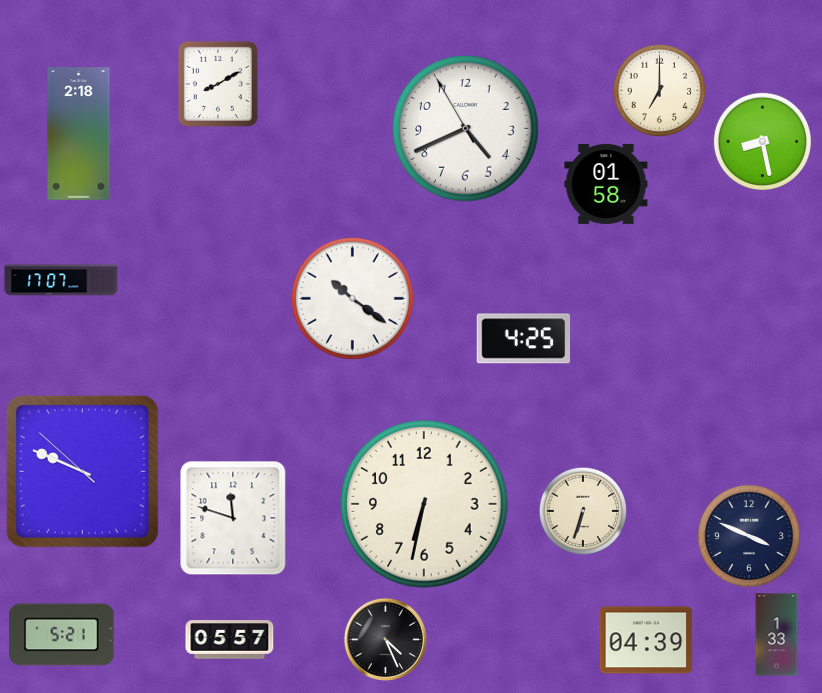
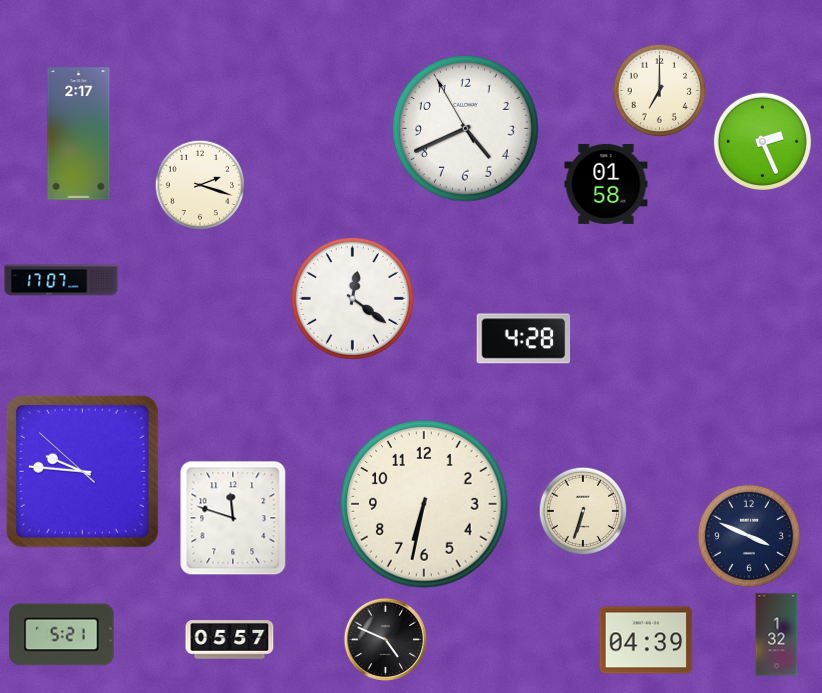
clock at (218, 84): 8:10 -> none
clock at (79, 134): 2:18 -> 2:17
clock at (762, 141): 8:28 -> 2:26
clock at (199, 184): none -> 2:18
clock at (352, 298): 10:21 -> 12:21
clock at (524, 339): 4:25 -> 4:28
clock at (82, 471): 9:48 -> 9:45
clock at (777, 635): 1:33 -> 1:32
clock at (385, 639): 4:26 -> 4:49
